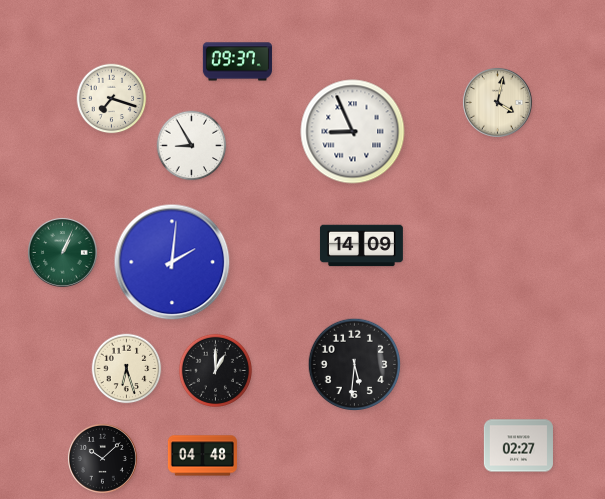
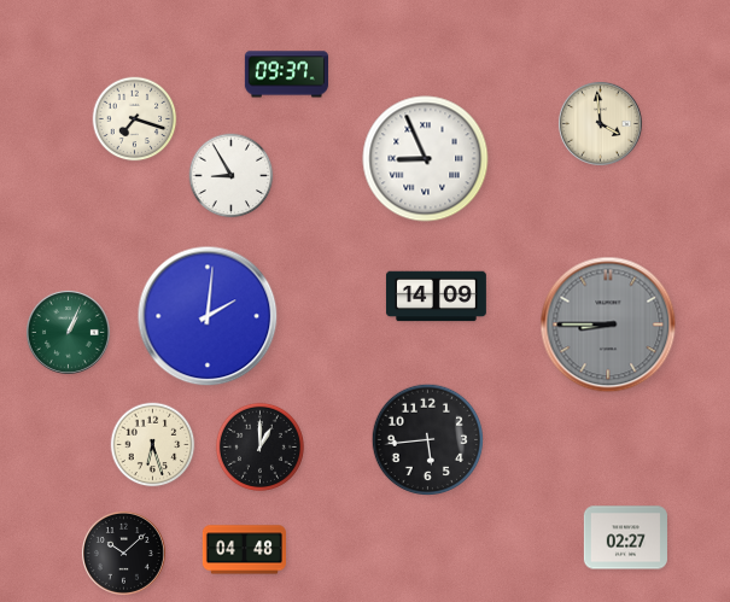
clock at (497, 102): 4:02 -> 3:59
clock at (62, 252) position: (62, 252) -> (68, 332)
clock at (608, 325): none -> 8:45
clock at (355, 365): 5:31 -> 5:44
